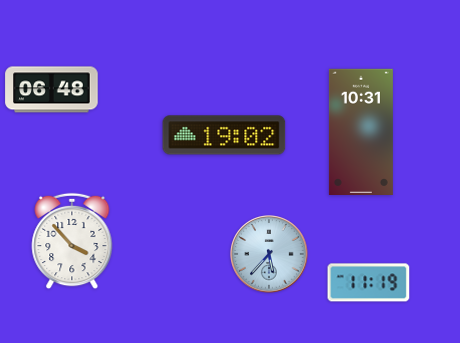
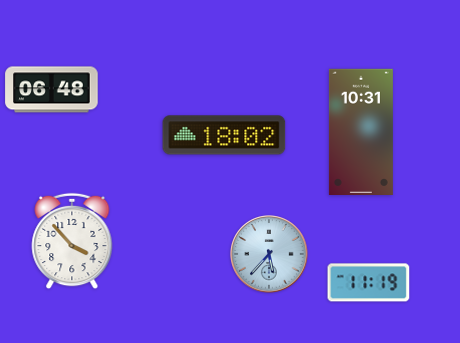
clock at (224, 135): 19:02 -> 18:02
